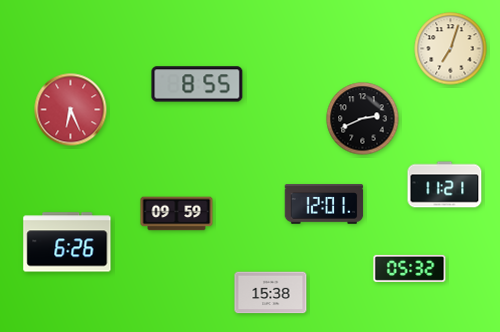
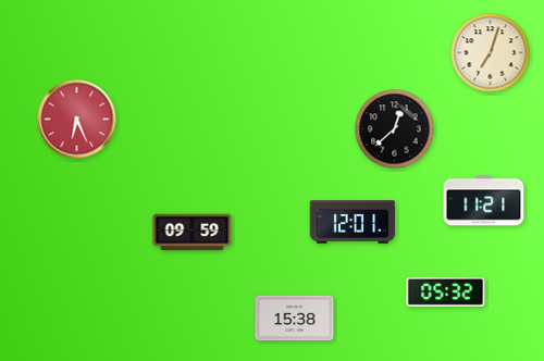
clock at (197, 84): 8:55 -> none
clock at (363, 119): 2:41 -> 12:38
clock at (67, 242): 6:26 -> none
